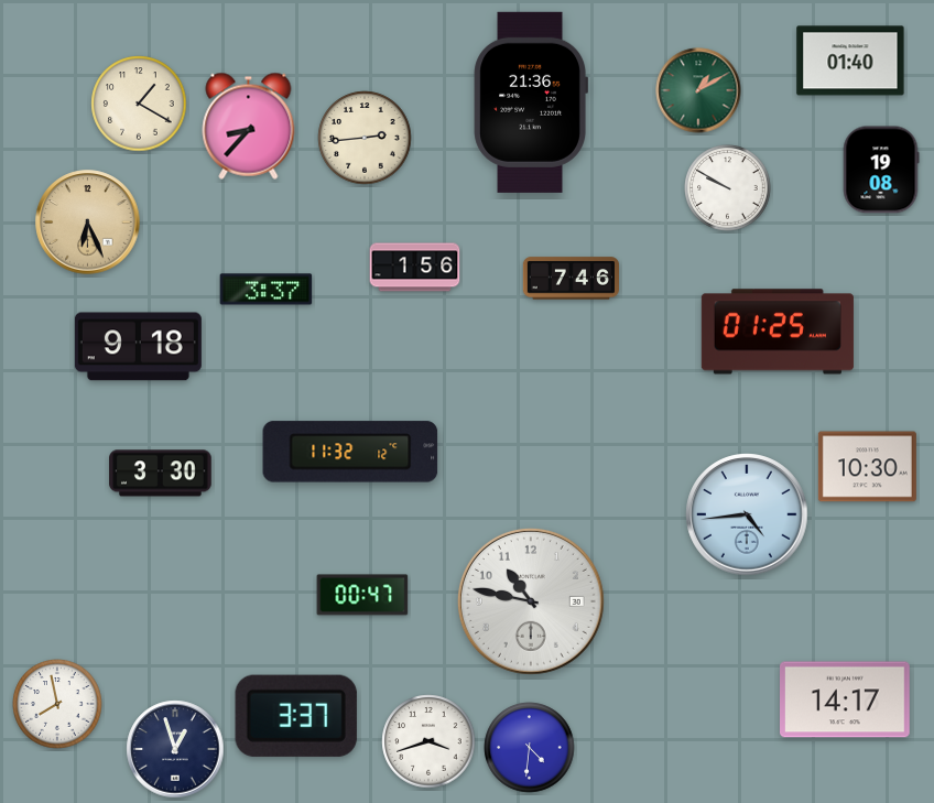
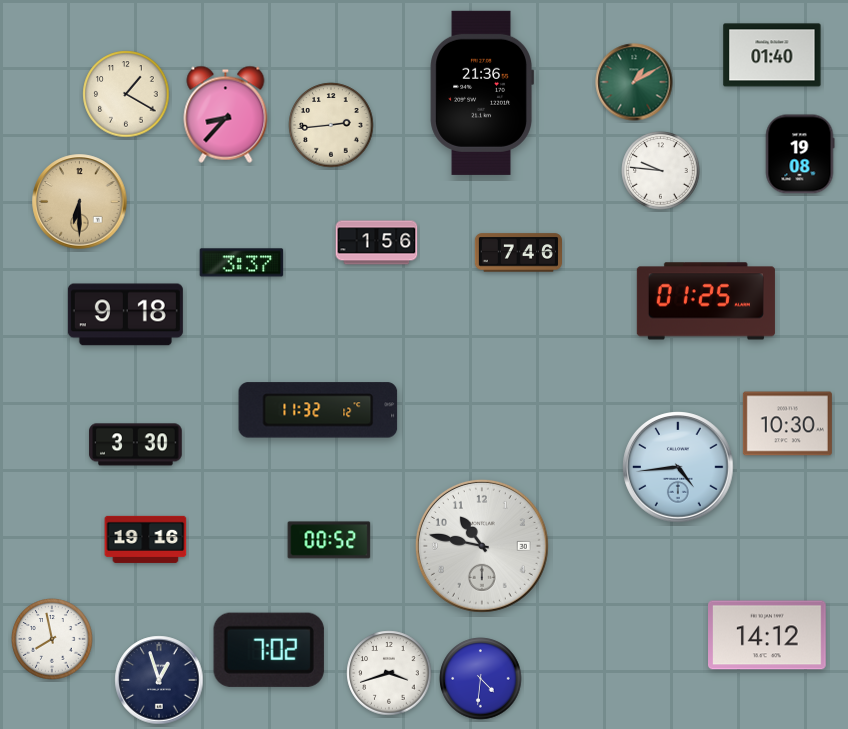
clock at (728, 188): 9:50 -> 9:46
clock at (88, 223): 6:26 -> 6:30
clock at (161, 474) position: (161, 474) -> (136, 445)
clock at (146, 539): none -> 19:16
clock at (362, 595): 00:47 -> 00:52
clock at (846, 699): 14:17 -> 14:12
clock at (296, 716): 3:37 -> 7:02
